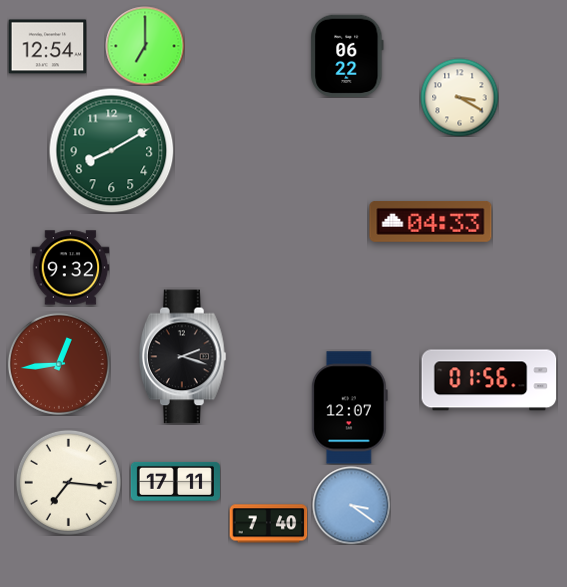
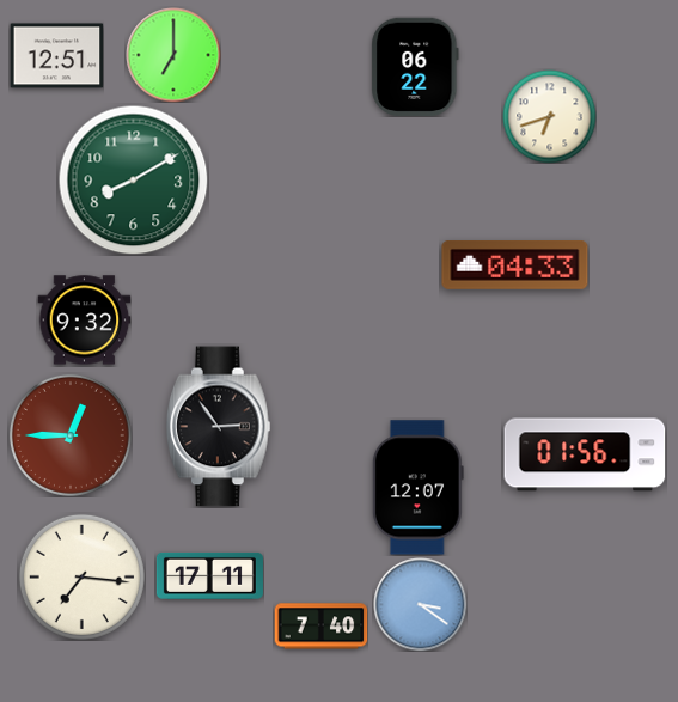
clock at (47, 47): 12:54 -> 12:51
clock at (459, 97): 3:20 -> 6:42
clock at (183, 357): 2:18 -> 2:54
clock at (59, 364): 12:44 -> 12:45
